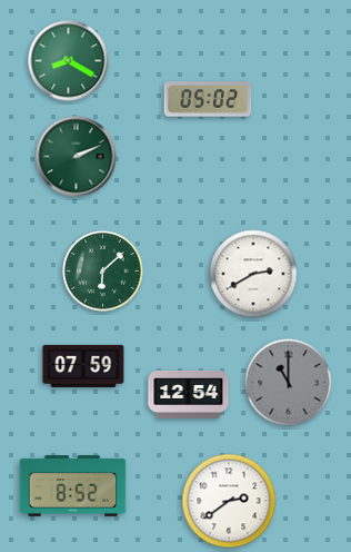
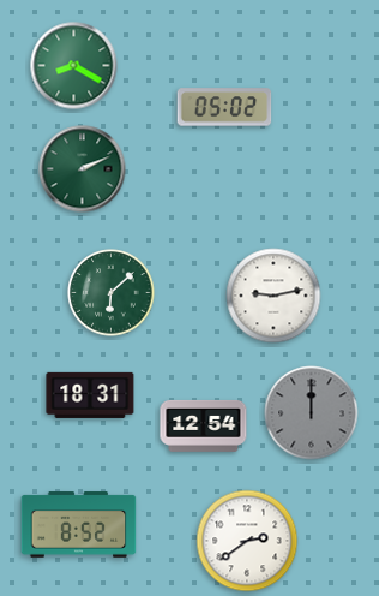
clock at (253, 274): 2:40 -> 9:13
clock at (83, 366): 07:59 -> 18:31
clock at (289, 383): 11:00 -> 12:00
